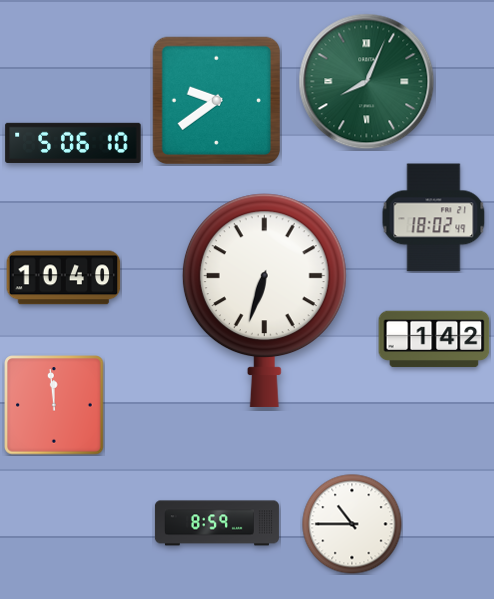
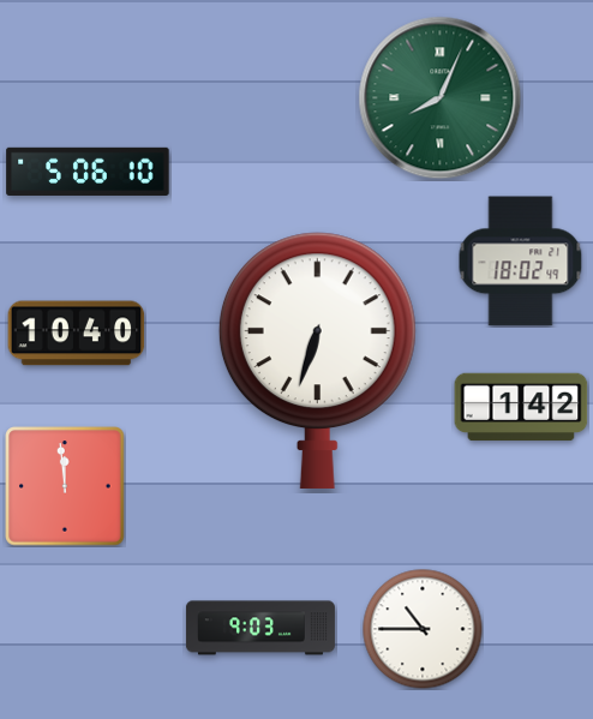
clock at (216, 100): 9:39 -> none
clock at (217, 523): 8:59 -> 9:03
